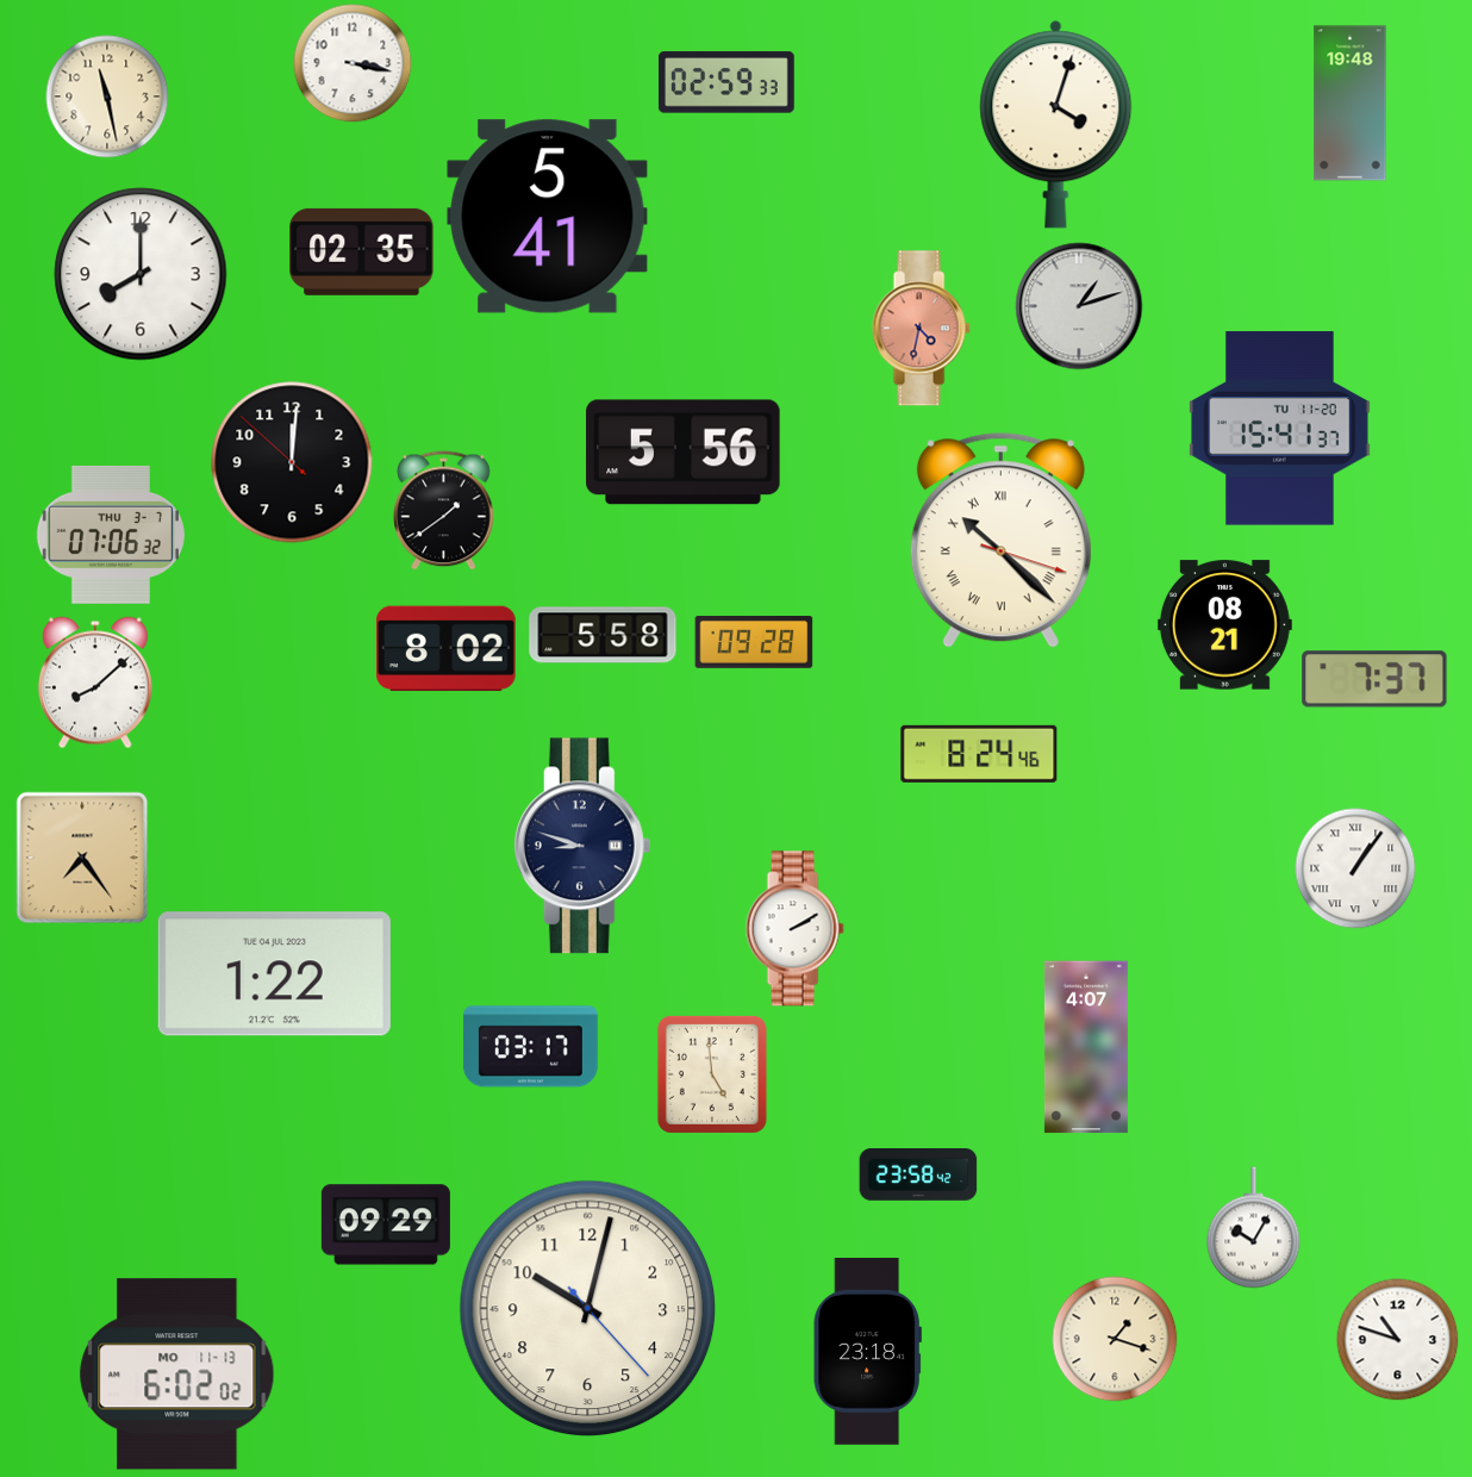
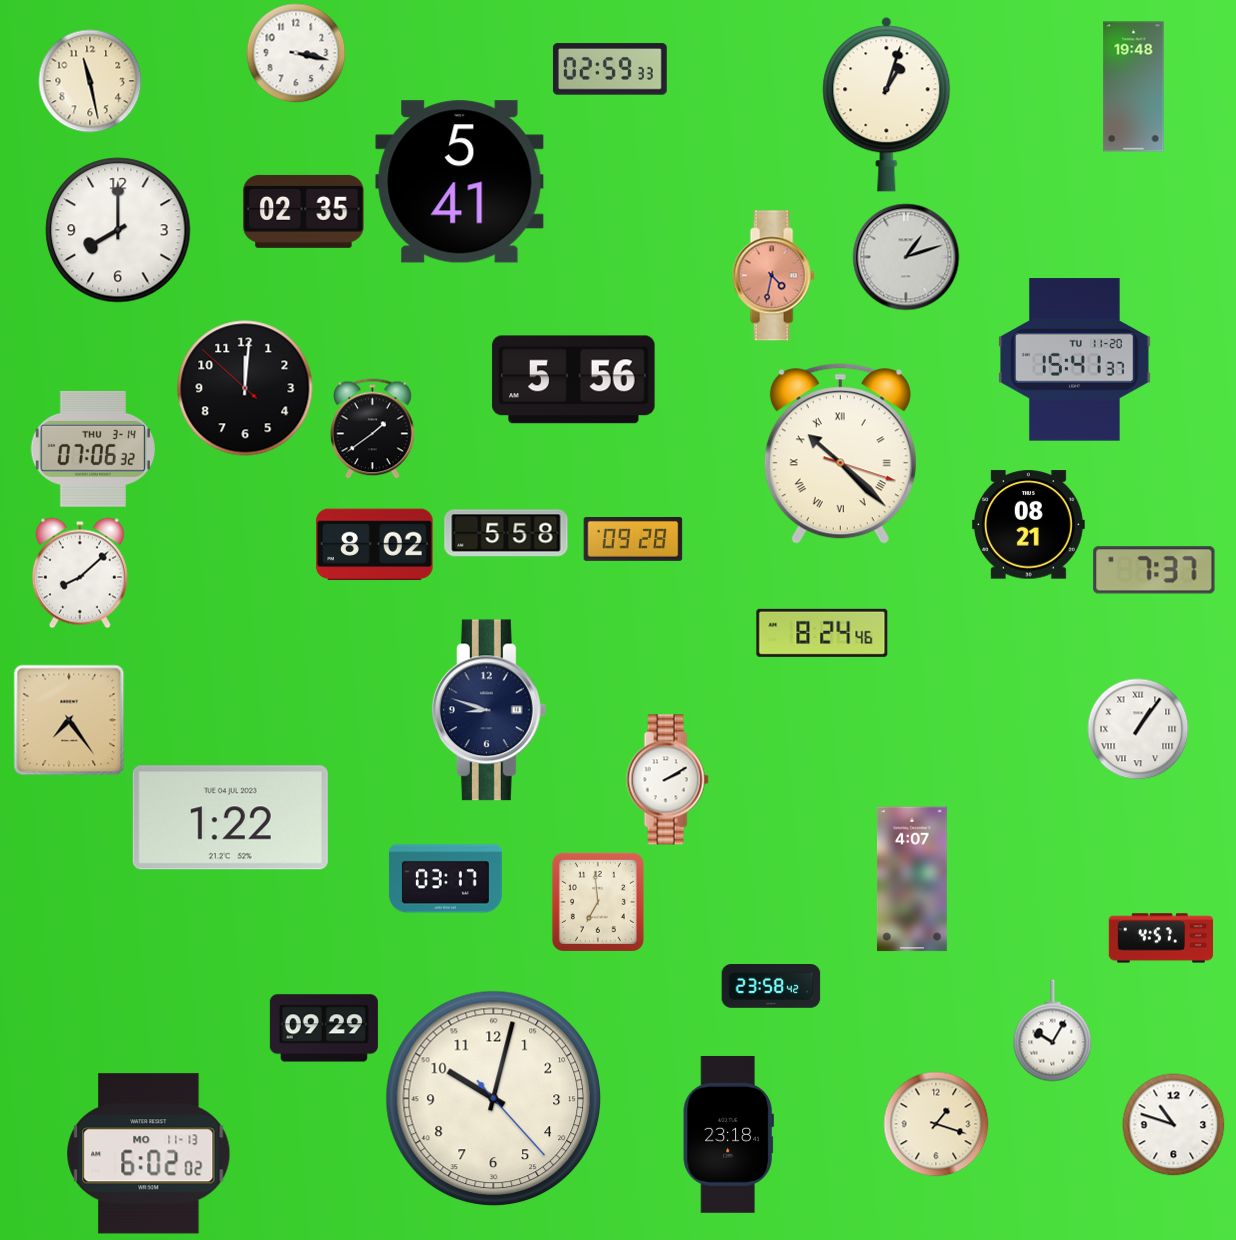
clock at (1056, 125): 4:03 -> 1:03
clock at (111, 535) date: THU 3-7 -> THU 3-14
clock at (712, 1074): 4:59 -> 6:59
clock at (1160, 938): none -> 4:57
